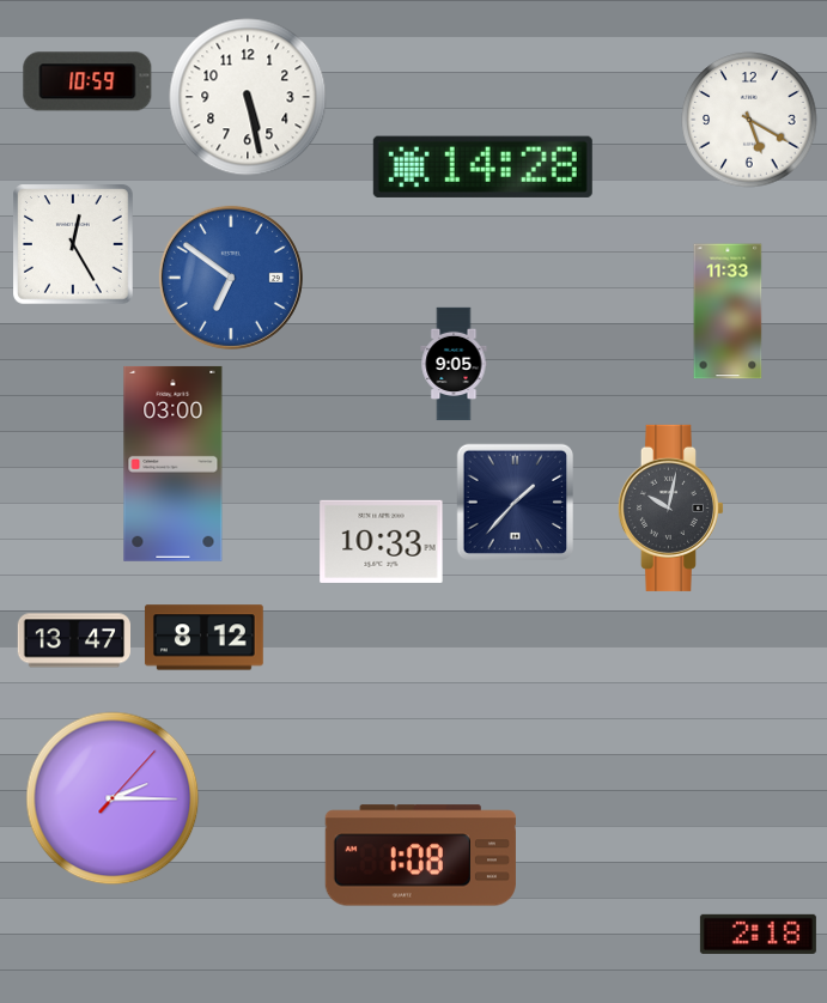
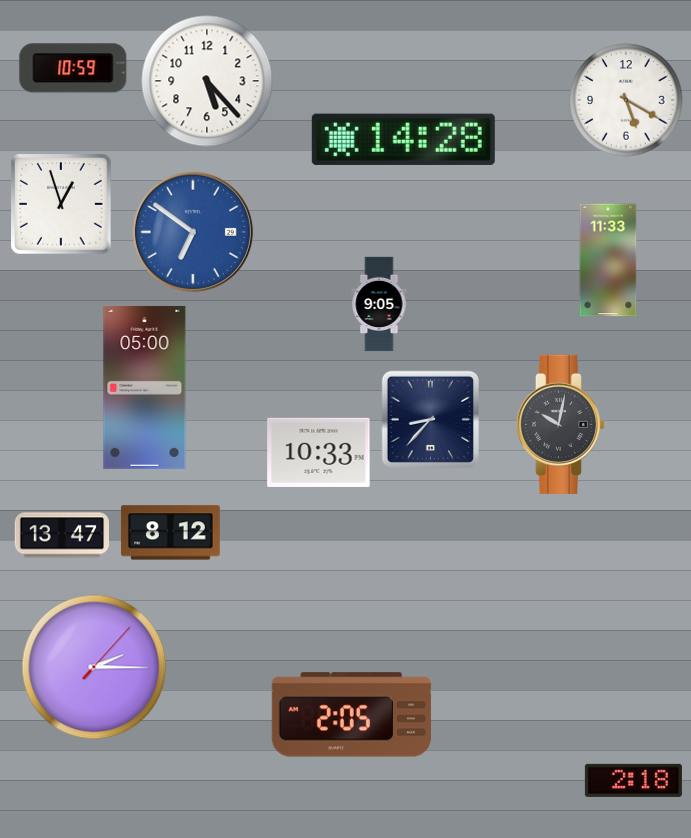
clock at (248, 97): 5:28 -> 5:23
clock at (74, 245): 12:25 -> 12:57
clock at (174, 463): 03:00 -> 05:00
clock at (515, 501): 1:37 -> 8:37
clock at (420, 856): 1:08 -> 2:05
